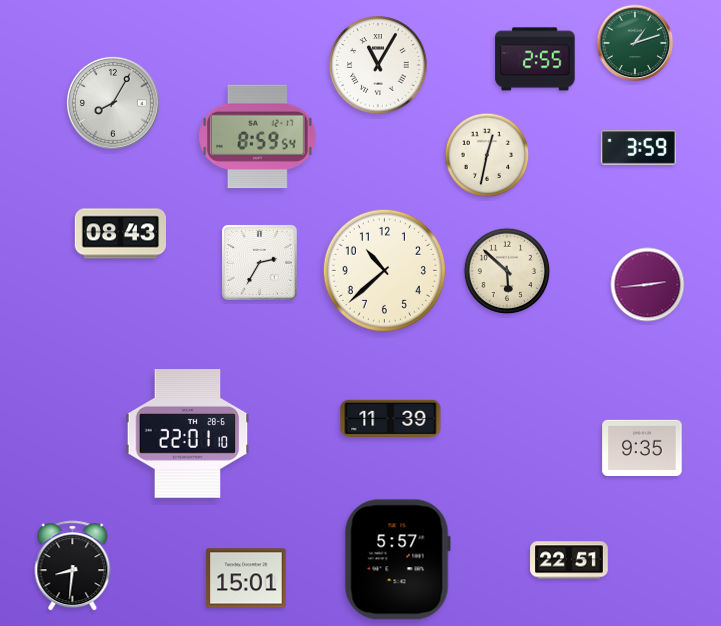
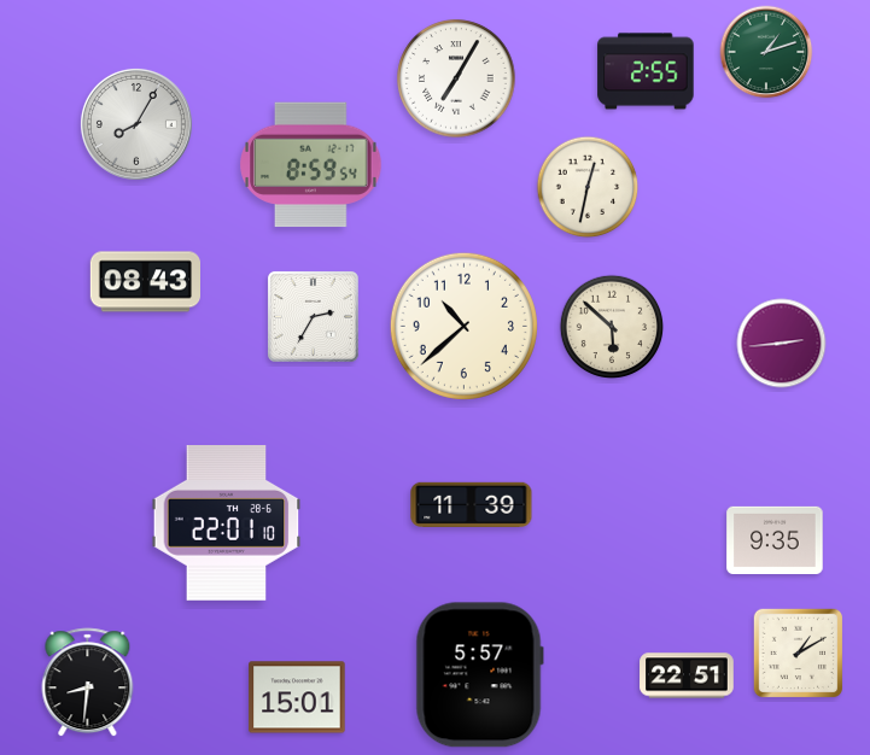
clock at (378, 65): 11:05 -> 7:05
clock at (638, 148): 3:59 -> none
clock at (798, 652): none -> 1:10
